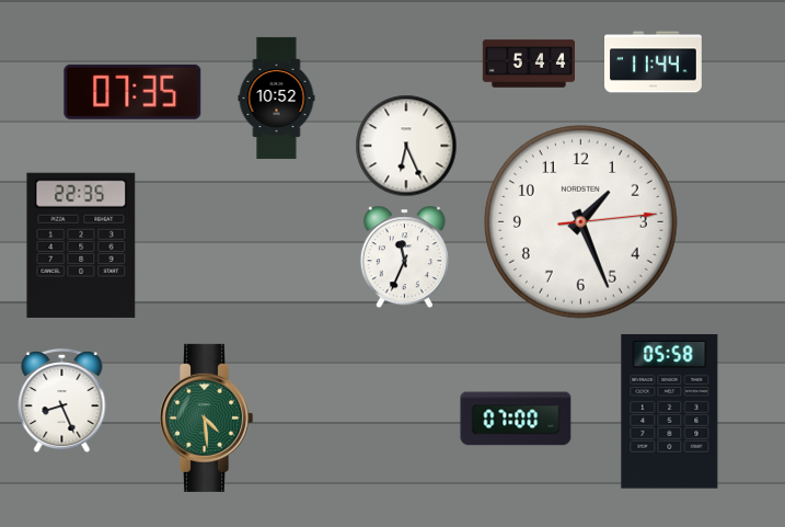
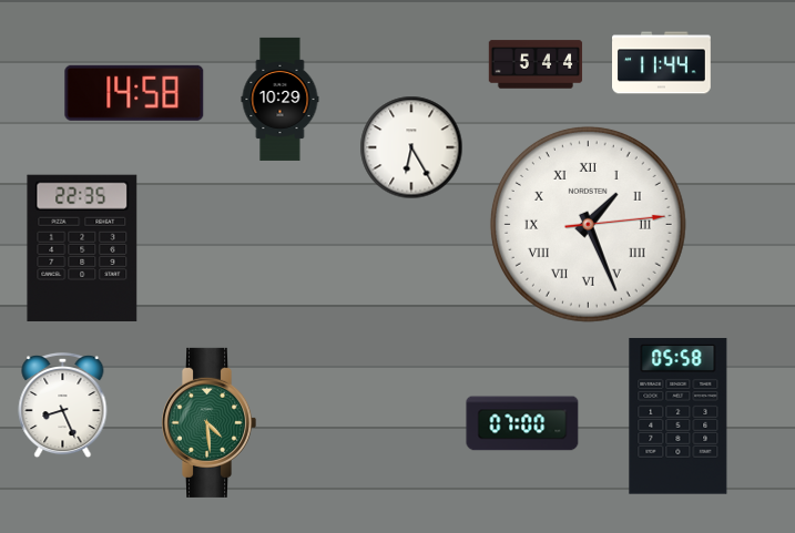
clock at (132, 92): 07:35 -> 14:58
clock at (277, 98): 10:52 -> 10:29
clock at (406, 146): 6:26 -> 6:25
clock at (580, 221) numerals: Arabic -> Roman
clock at (404, 257): 11:34 -> none
